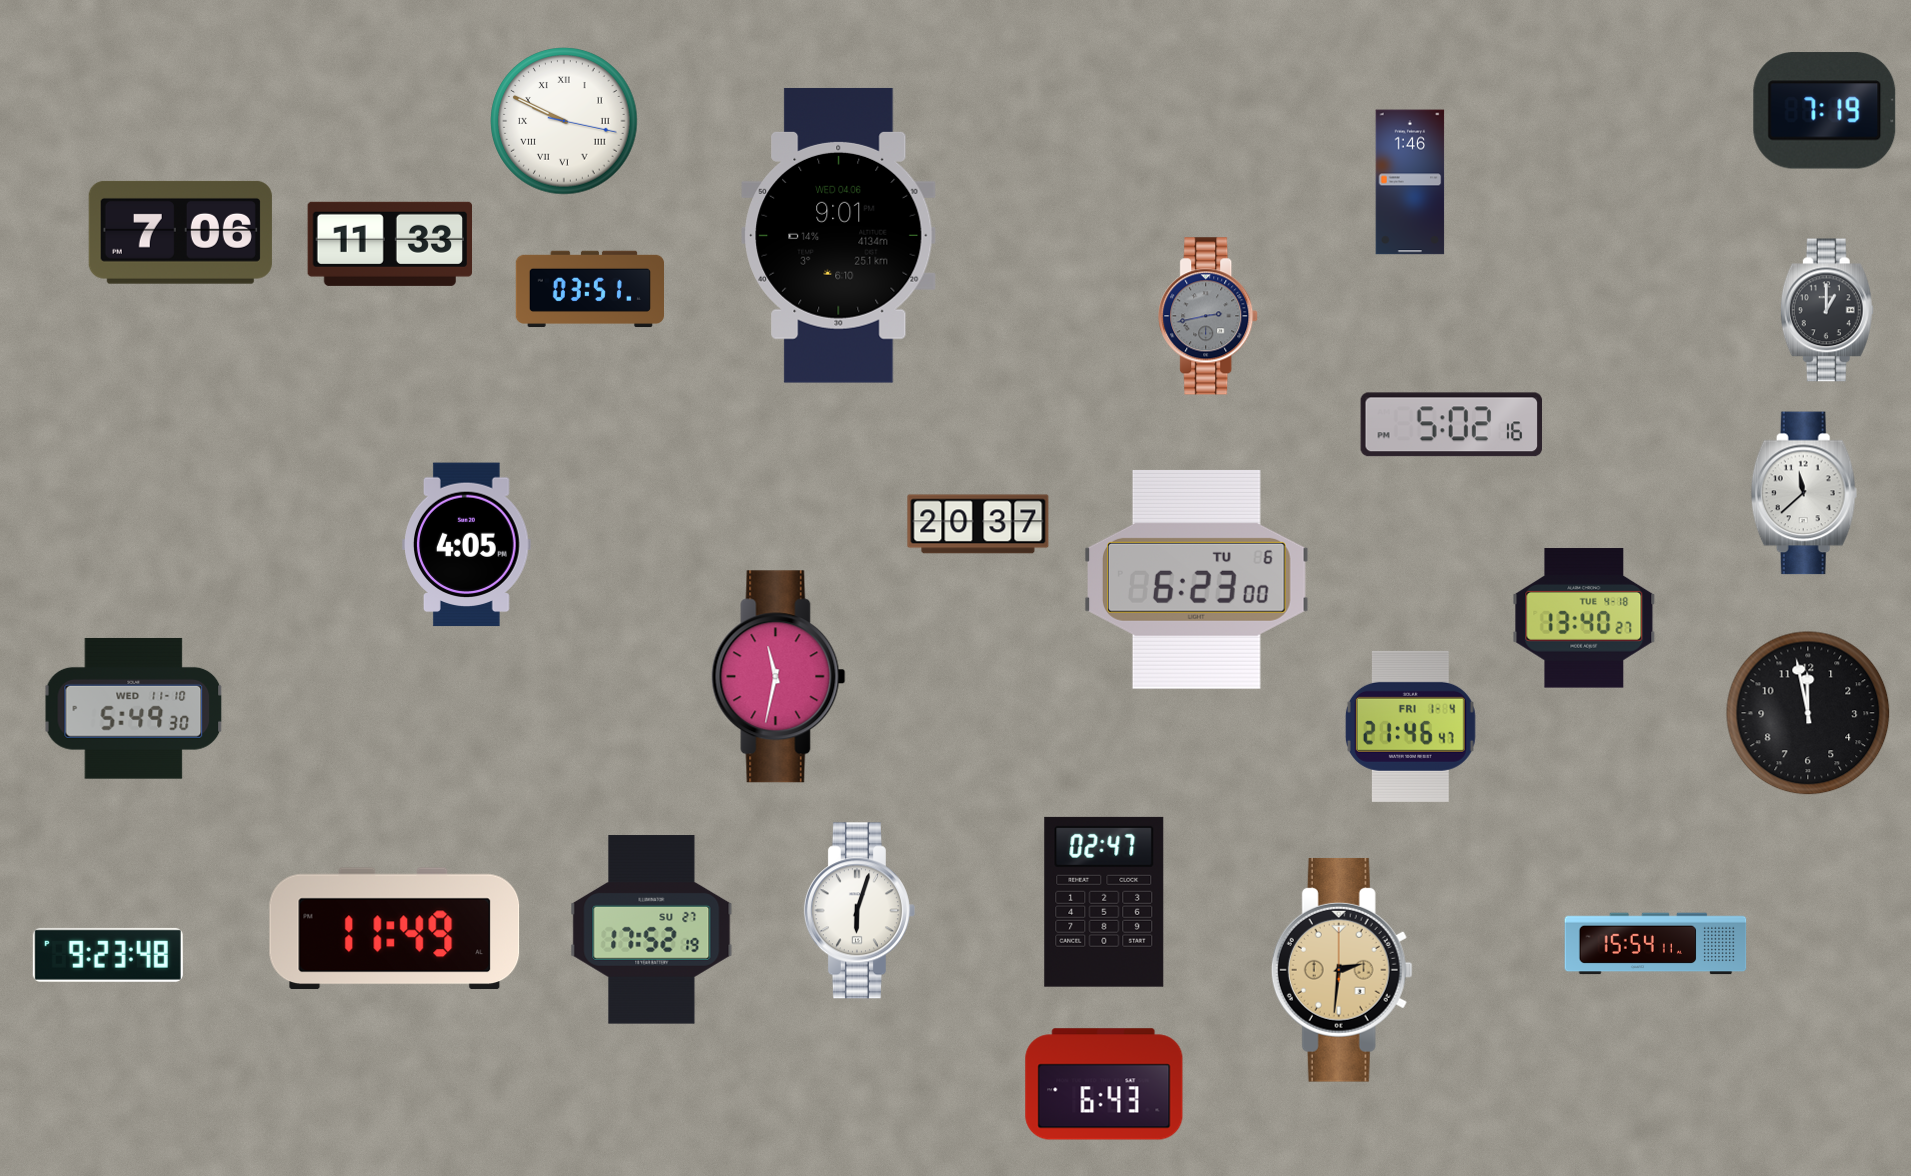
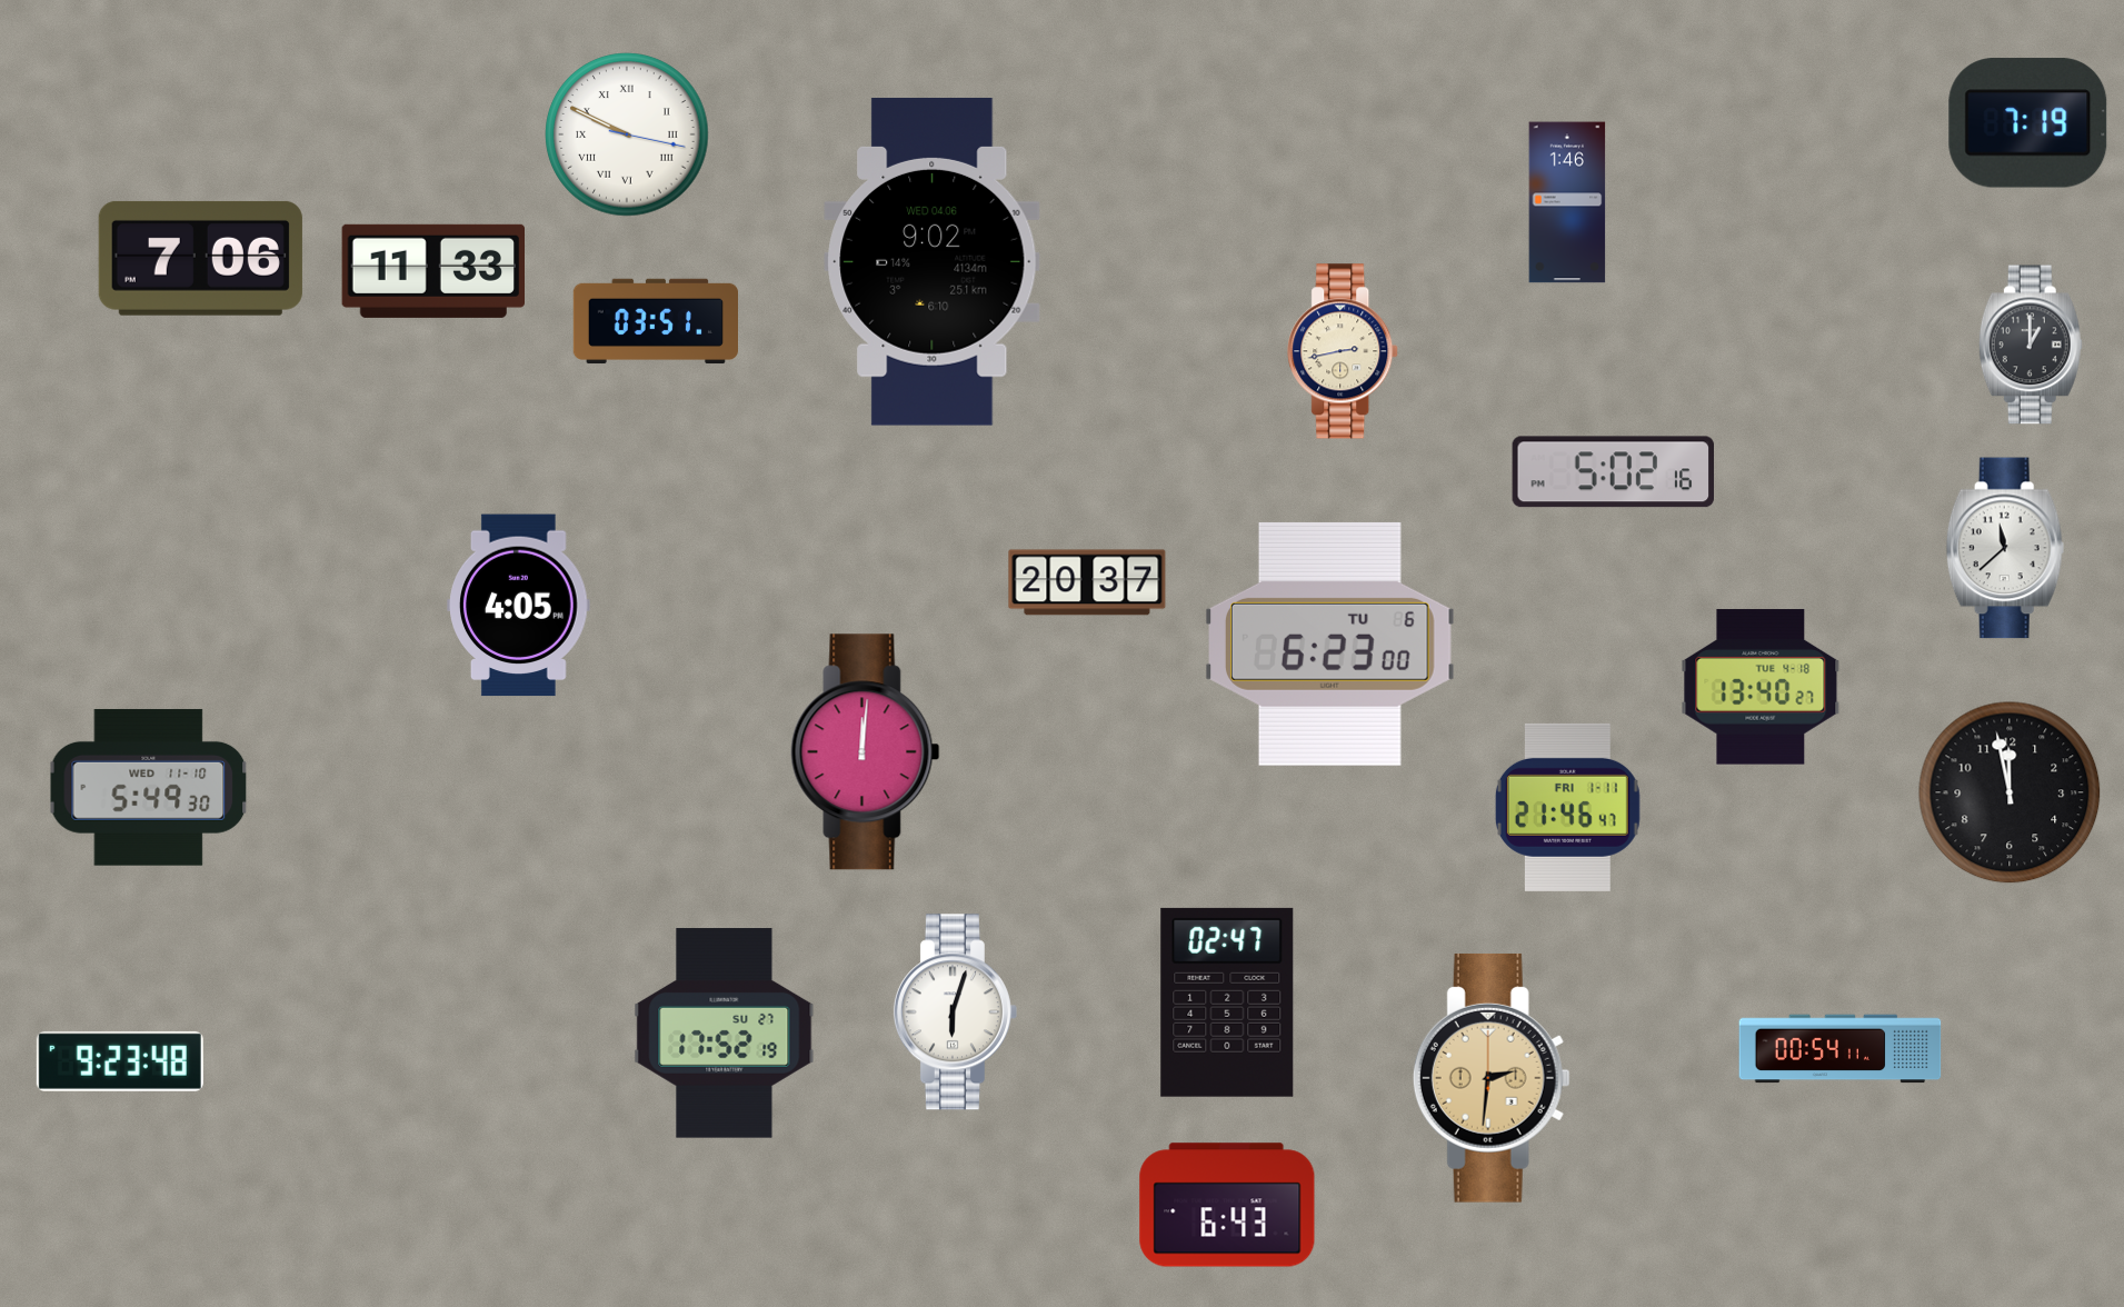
clock at (839, 235): 9:01 -> 9:02
clock at (1209, 316) dial: grey -> cream
clock at (779, 677): 11:32 -> 12:01
clock at (1410, 726) date: FRI 1-4 -> FRI 1-11
clock at (395, 929): 11:49 -> none
clock at (1656, 944): 15:54 -> 00:54
